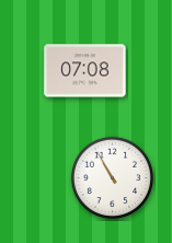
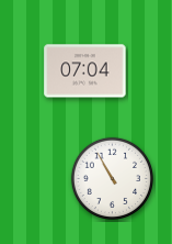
clock at (85, 71): 07:08 -> 07:04
